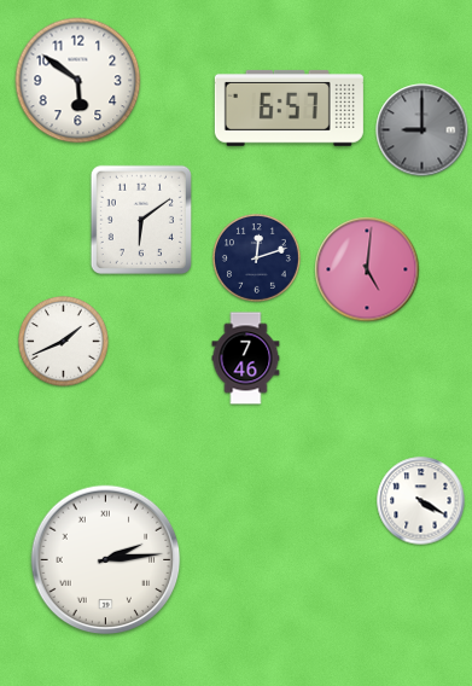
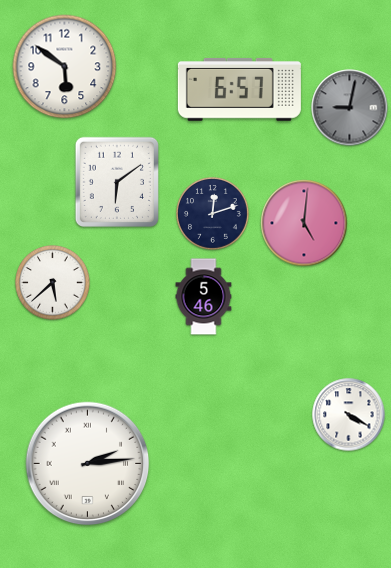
clock at (423, 130): 9:00 -> 9:02
clock at (64, 342): 1:41 -> 5:38
clock at (246, 359): 7:46 -> 5:46
